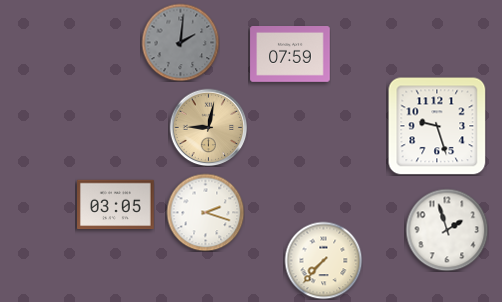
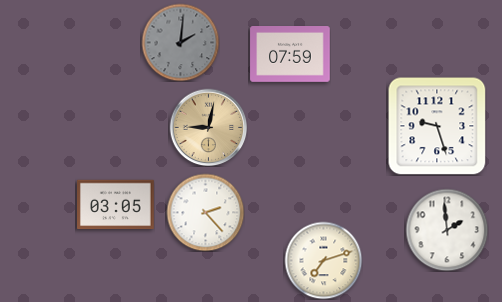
clock at (205, 212): 2:18 -> 2:23
clock at (447, 230): 1:57 -> 1:59
clock at (323, 260): 7:37 -> 7:12
